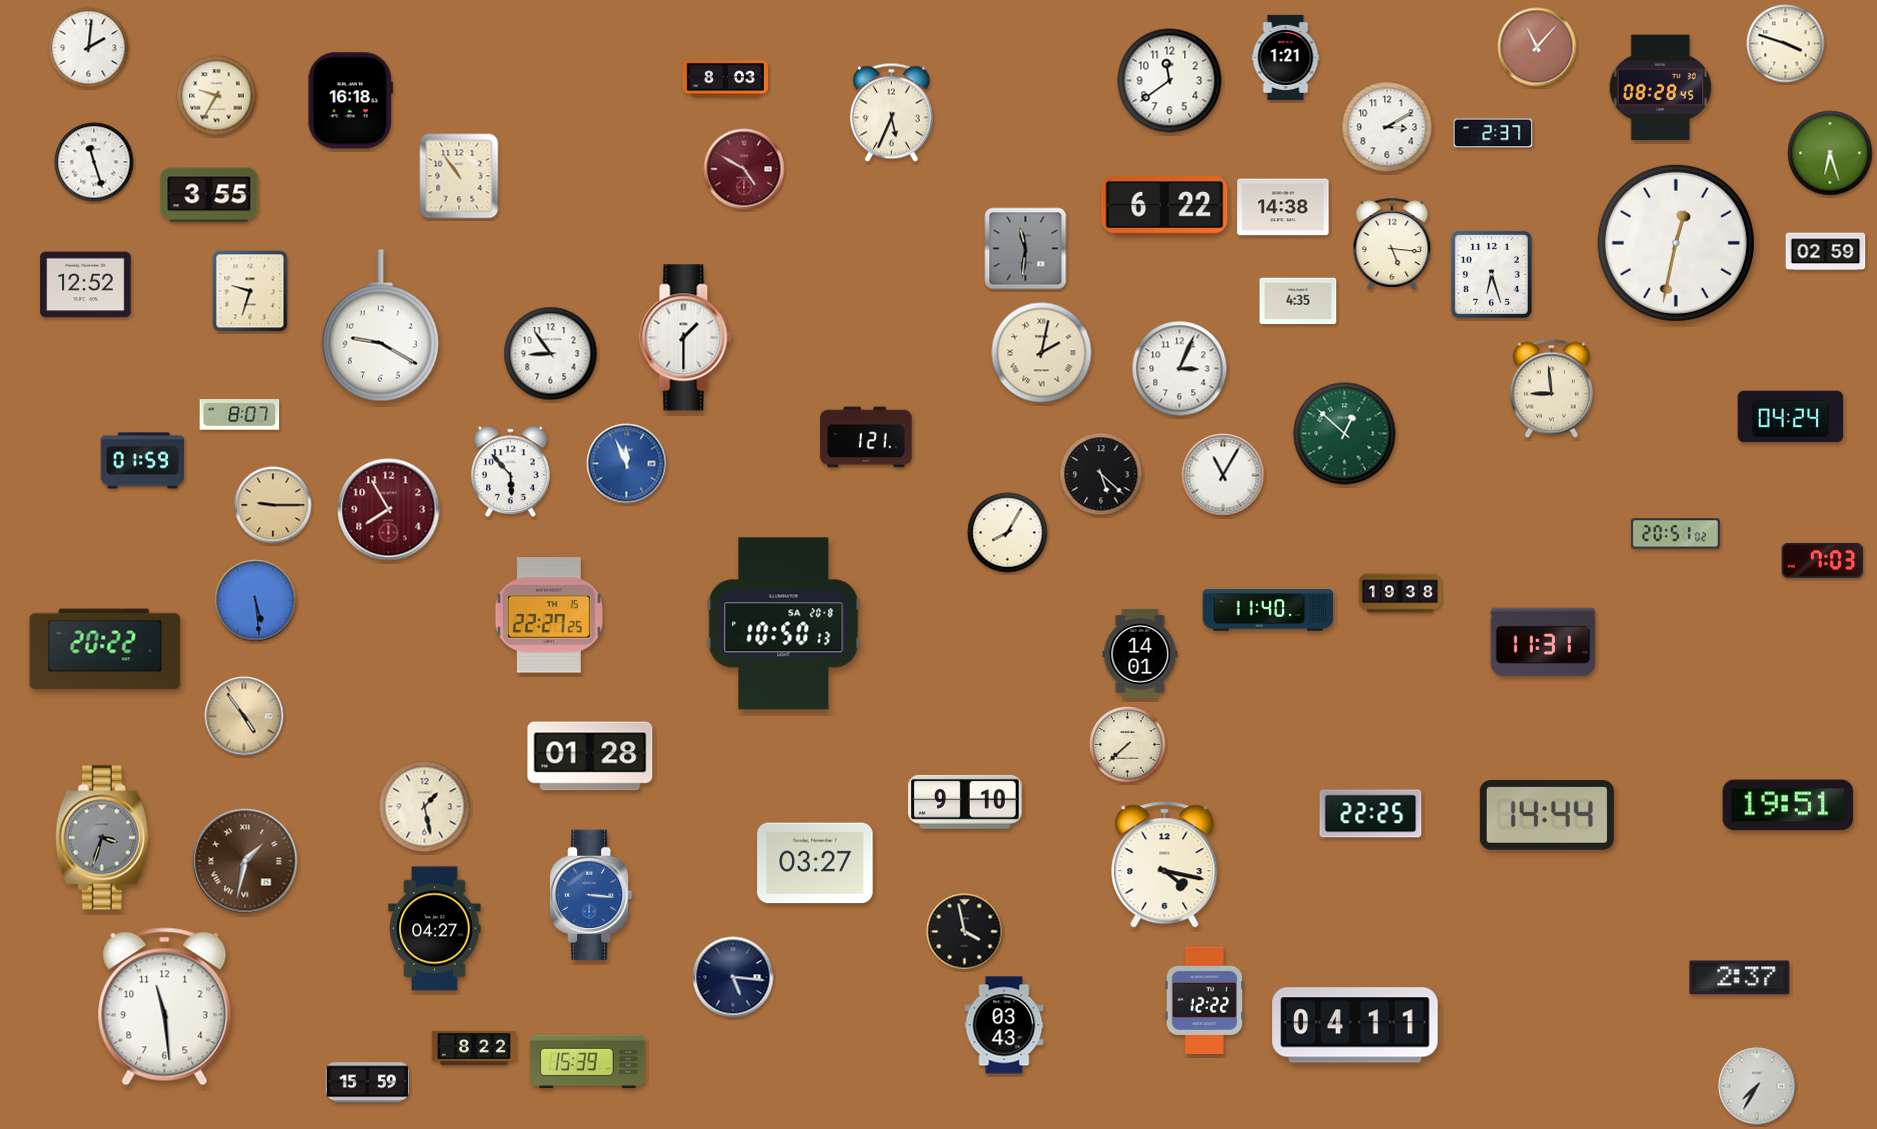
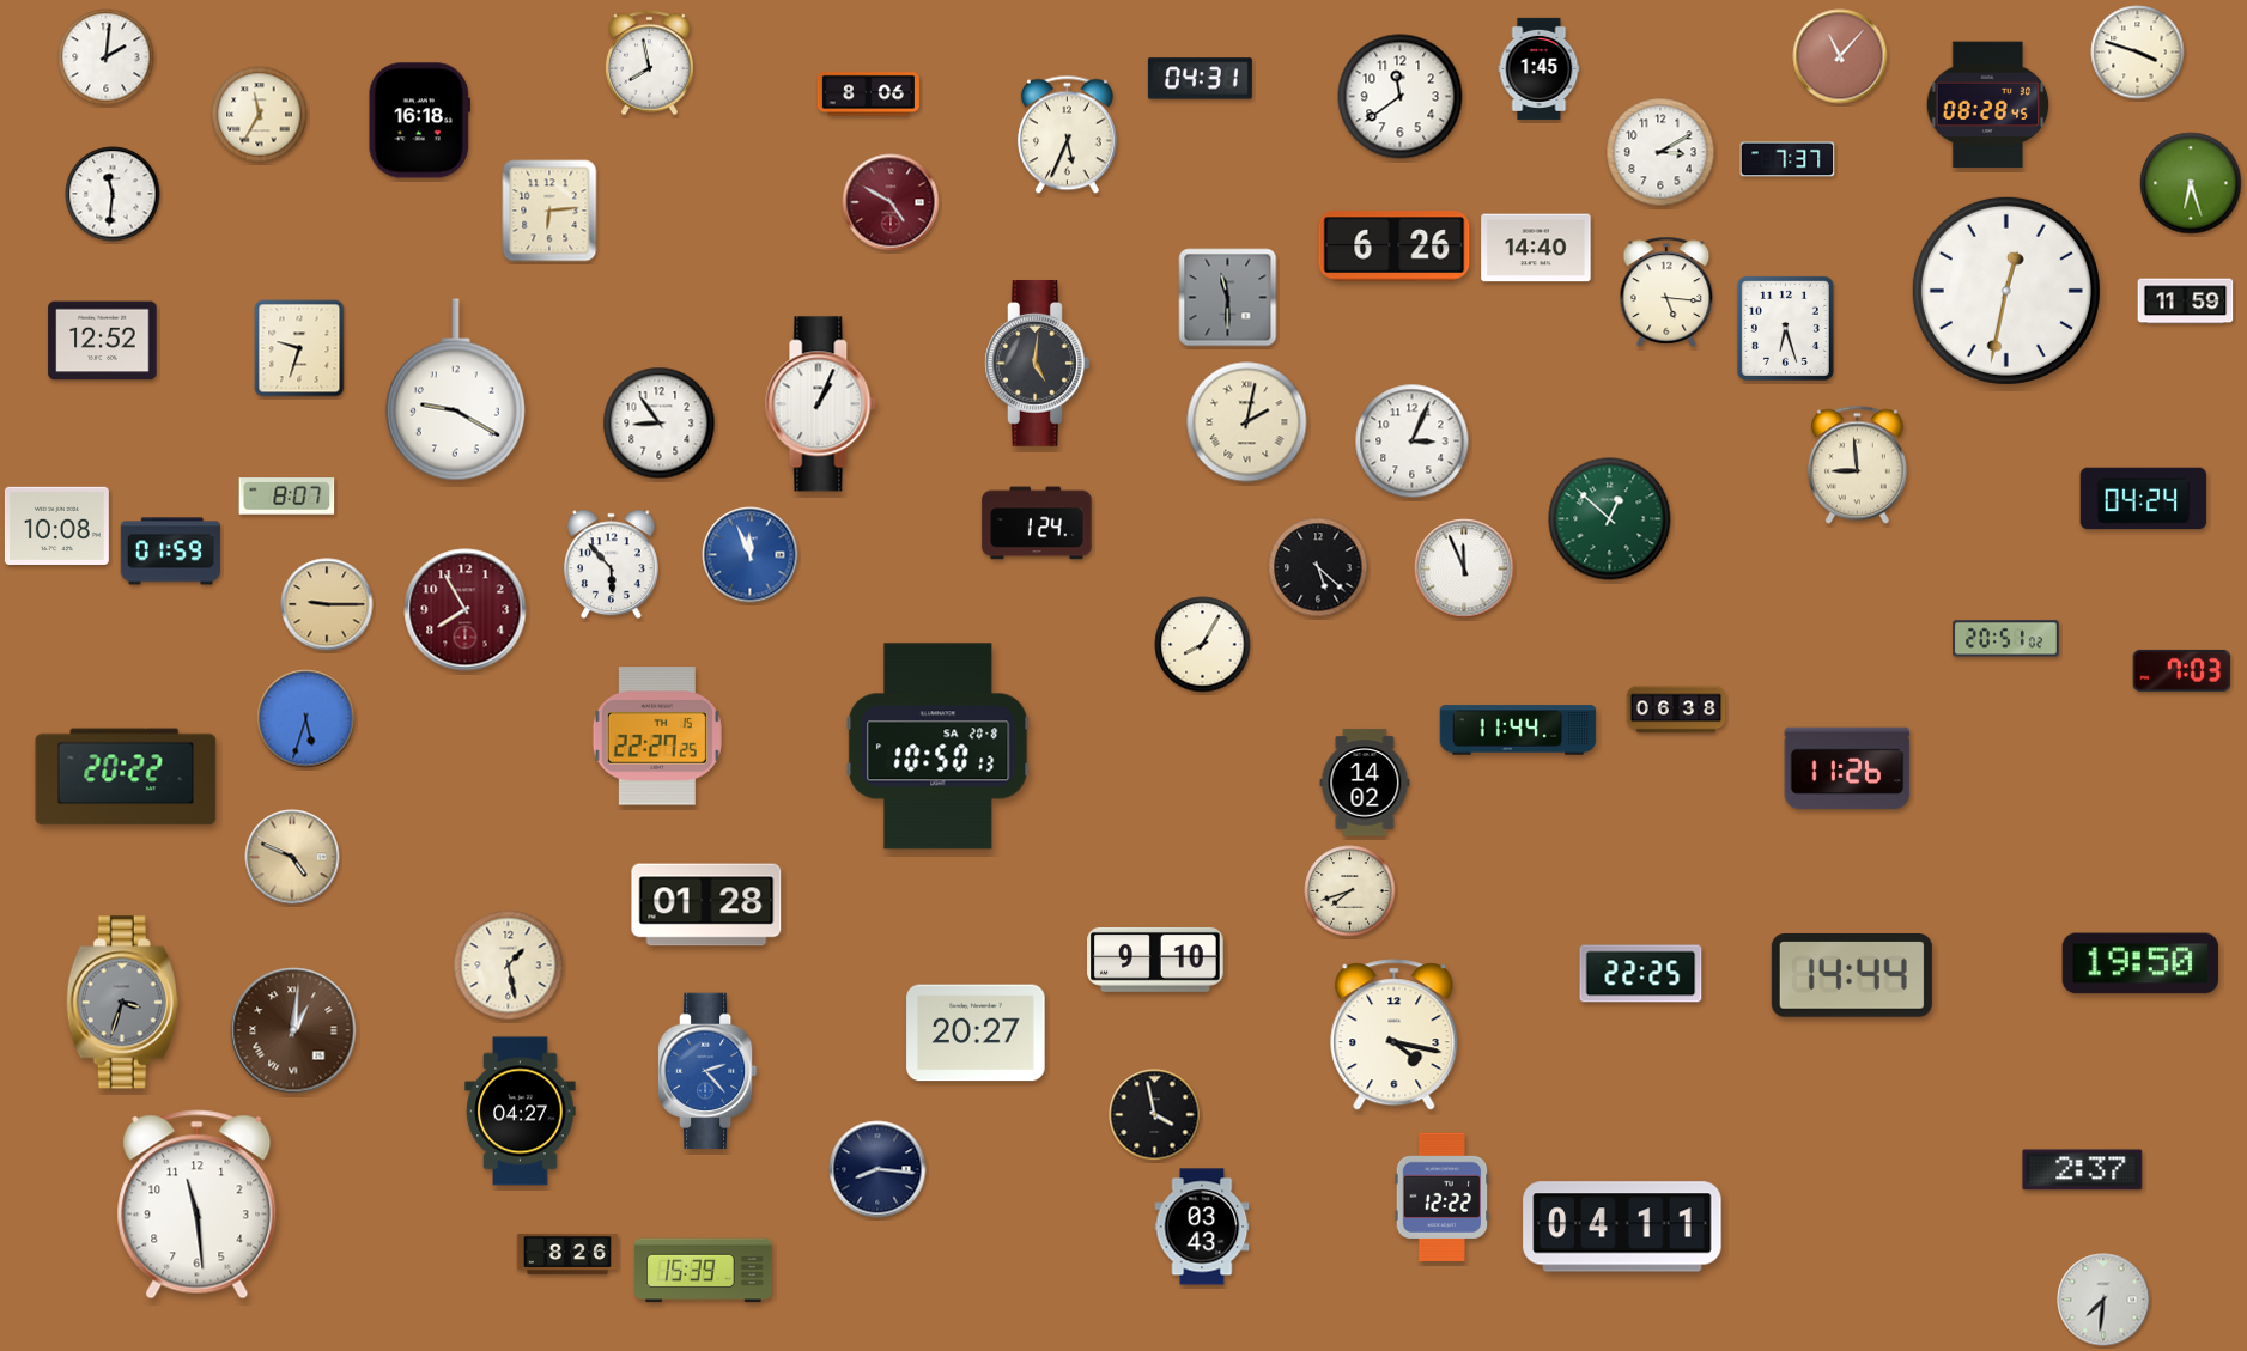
clock at (650, 63): none -> 7:58
clock at (1286, 57): 1:21 -> 1:45
clock at (1200, 79): none -> 04:31
clock at (725, 79): 8:03 -> 8:06
clock at (217, 96): 9:35 -> 11:35
clock at (1493, 133): 2:37 -> 7:37
clock at (94, 162): 11:27 -> 11:31
clock at (459, 176): 10:54 -> 6:14
clock at (209, 195): 3:55 -> none
clock at (1165, 206): 6:22 -> 6:26
clock at (1283, 207): 14:38 -> 14:40
clock at (1026, 249): 11:31 -> 11:30
clock at (1826, 252): 02:59 -> 11:59
clock at (1298, 301): 4:35 -> none
clock at (1038, 364): none -> 5:01
clock at (686, 338): 1:30 -> 1:04
clock at (866, 437): 1:21 -> 1:24
clock at (56, 525): none -> 10:08
clock at (1223, 475): 11:05 -> 11:56
clock at (1008, 533) position: (1008, 533) -> (1203, 645)
clock at (1400, 593): 19:38 -> 06:38
clock at (256, 601): 5:29 -> 5:33
clock at (1268, 610): 11:40 -> 11:44
clock at (1543, 642): 11:31 -> 11:26
clock at (1140, 654): 14:01 -> 14:02
clock at (244, 716): 4:54 -> 4:49
clock at (1128, 745): 7:38 -> 7:42
clock at (1788, 805): 19:51 -> 19:50
clock at (245, 861): 1:32 -> 1:01
clock at (815, 863): 03:27 -> 20:27
clock at (591, 895): 3:16 -> 2:23
clock at (733, 977): 5:16 -> 8:16
clock at (473, 1048): 8:22 -> 8:26
clock at (367, 1083): 15:59 -> none
clock at (1757, 1086): 7:35 -> 7:31
